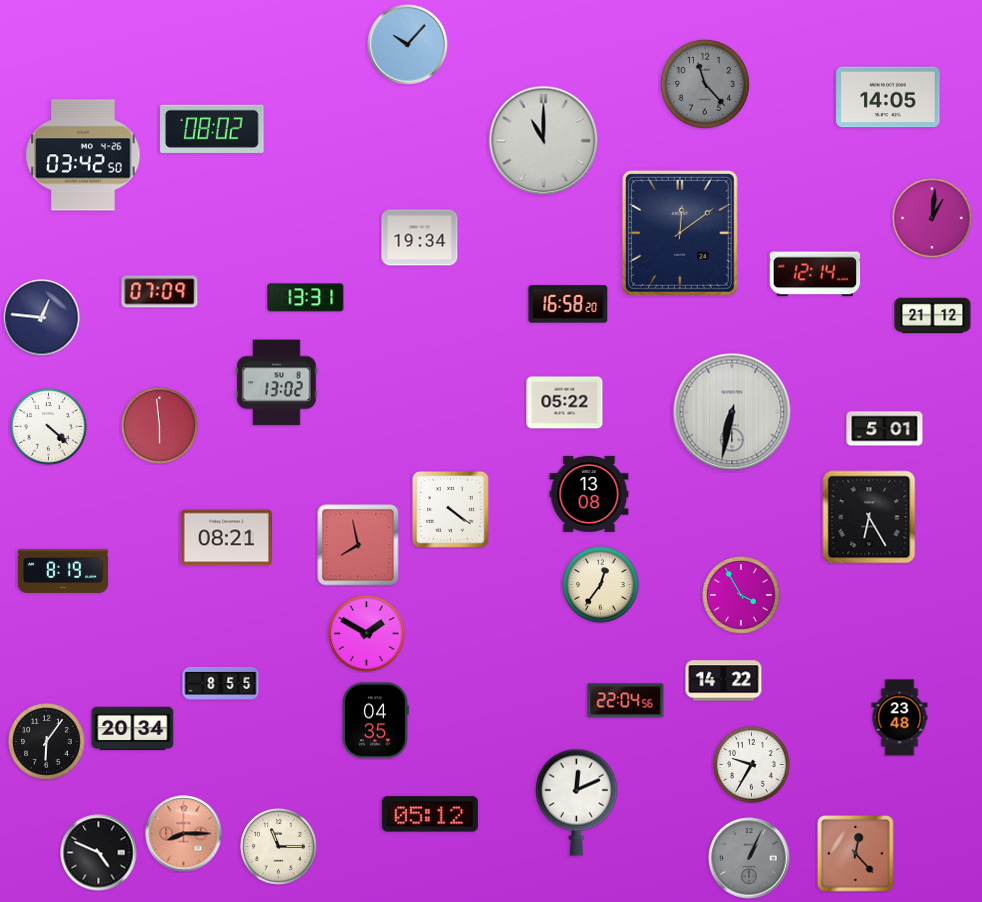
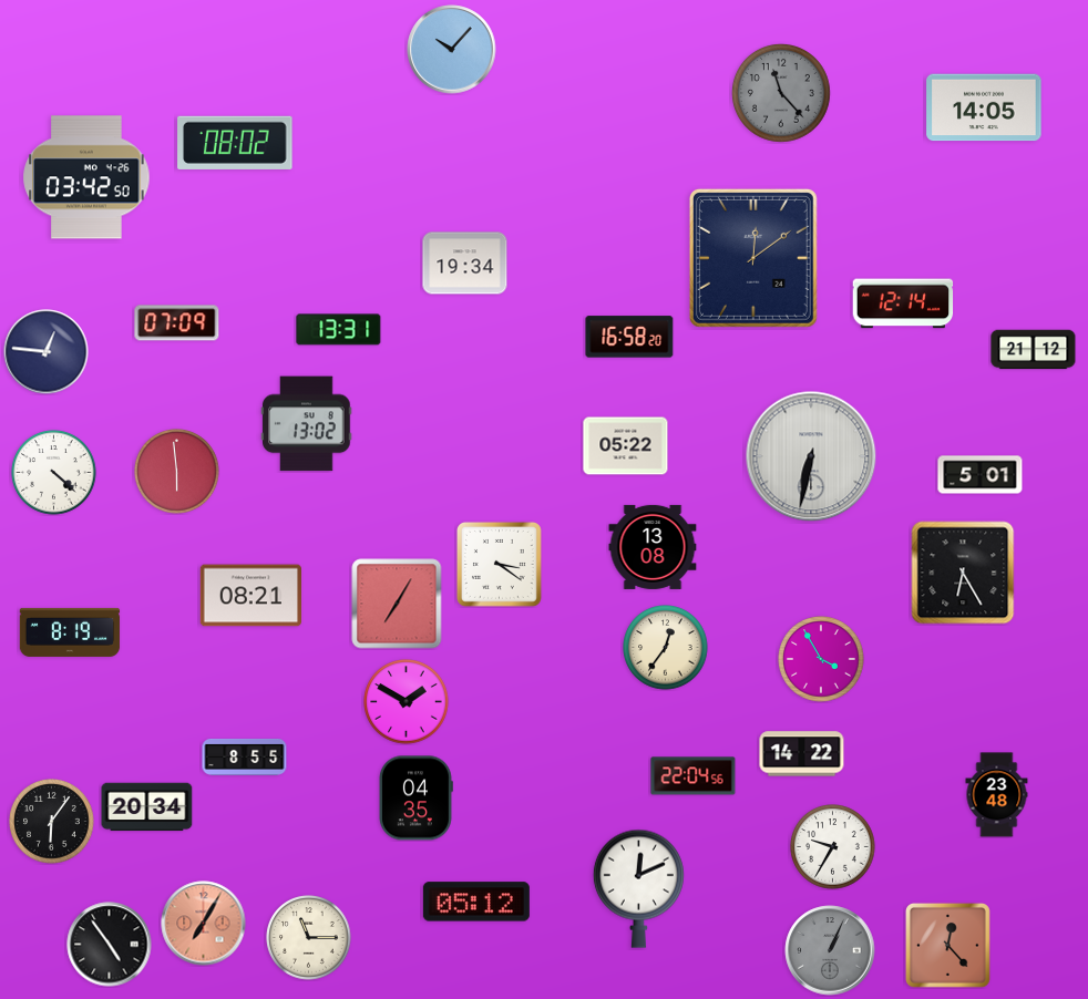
clock at (544, 141): 11:00 -> none
clock at (83, 155) position: (83, 155) -> (86, 177)
clock at (932, 218): 1:01 -> none
clock at (450, 509): 4:21 -> 3:21
clock at (358, 545): 7:58 -> 7:05
clock at (184, 834): 8:15 -> 7:05
clock at (99, 853): 4:49 -> 4:54
